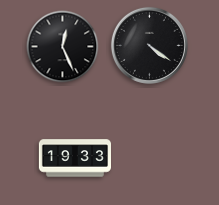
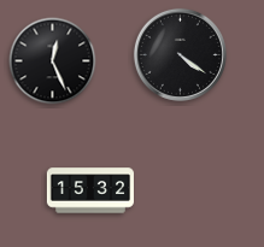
clock at (63, 47) position: (63, 47) -> (53, 61)
clock at (74, 158): 19:33 -> 15:32
